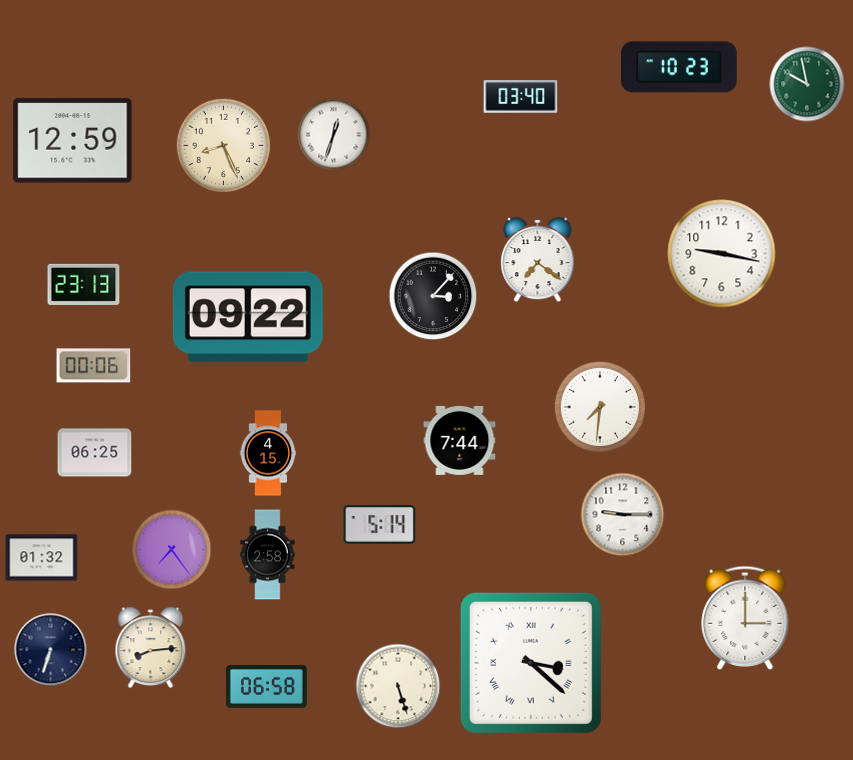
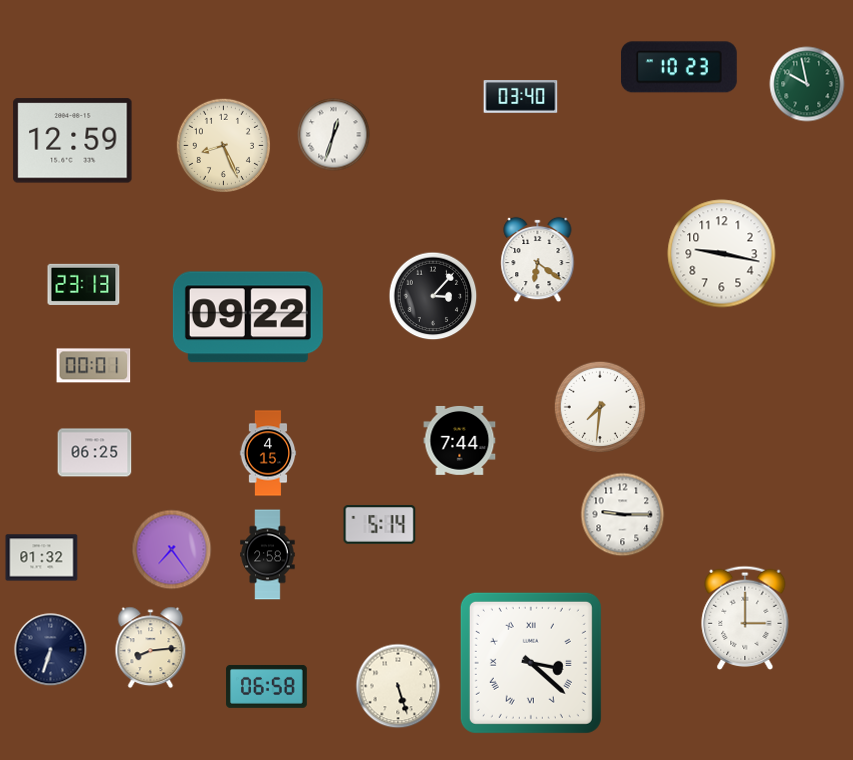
clock at (538, 260): 7:21 -> 6:21
clock at (94, 366): 00:06 -> 00:01
